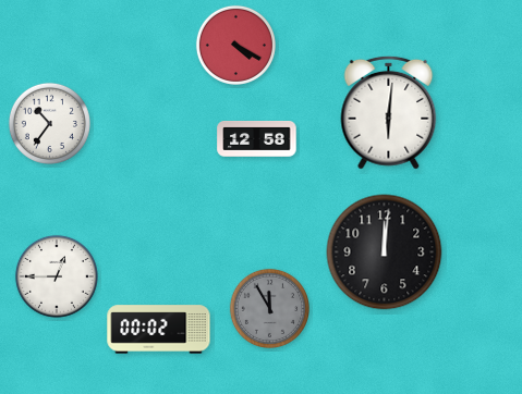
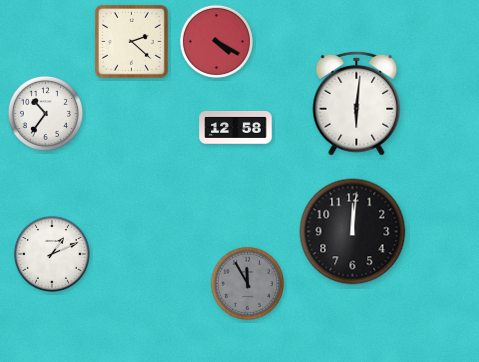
clock at (132, 42): none -> 2:22
clock at (57, 276): 12:45 -> 1:11
clock at (159, 330): 00:02 -> none
